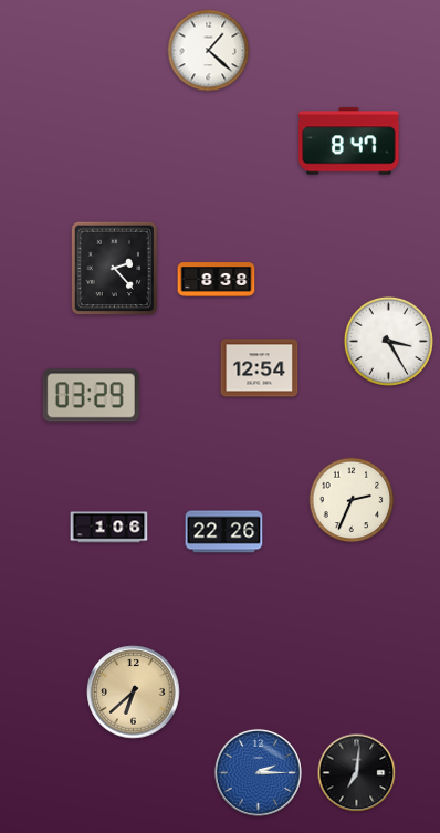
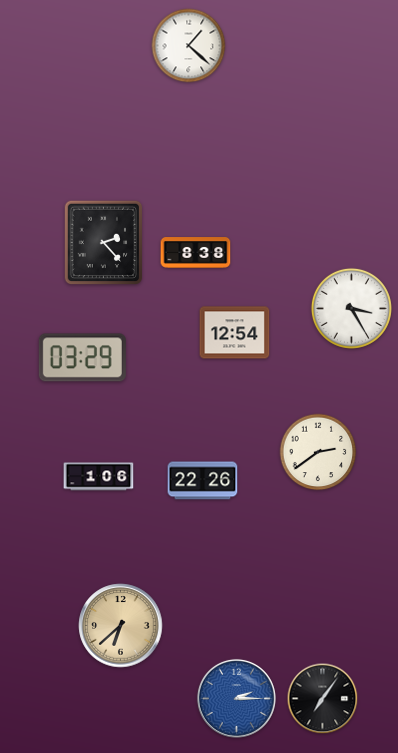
clock at (349, 142): 8:47 -> none
clock at (352, 500): 2:34 -> 2:39
clock at (258, 772) position: (258, 772) -> (236, 698)
clock at (357, 773): 7:01 -> 7:06
